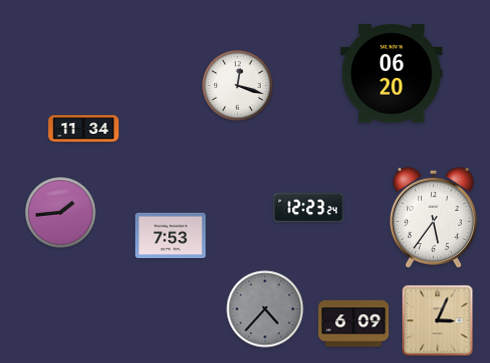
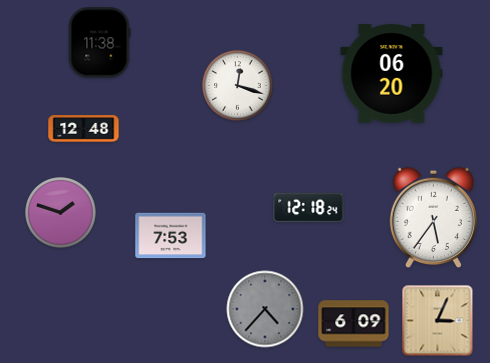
clock at (99, 43): none -> 11:38
clock at (84, 129): 11:34 -> 12:48
clock at (309, 208): 12:23 -> 12:18
clock at (61, 213): 1:44 -> 1:48
